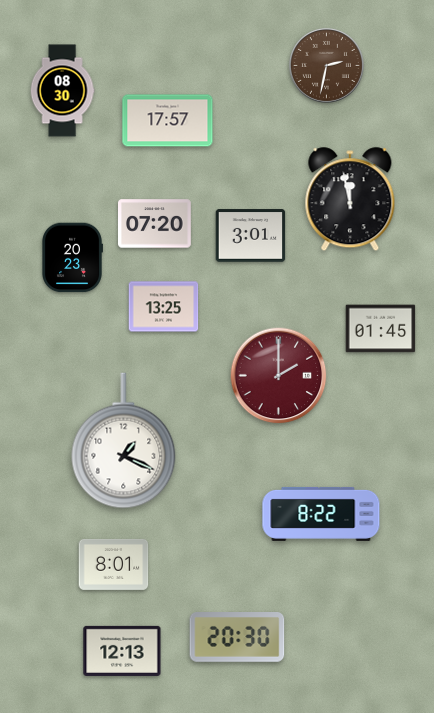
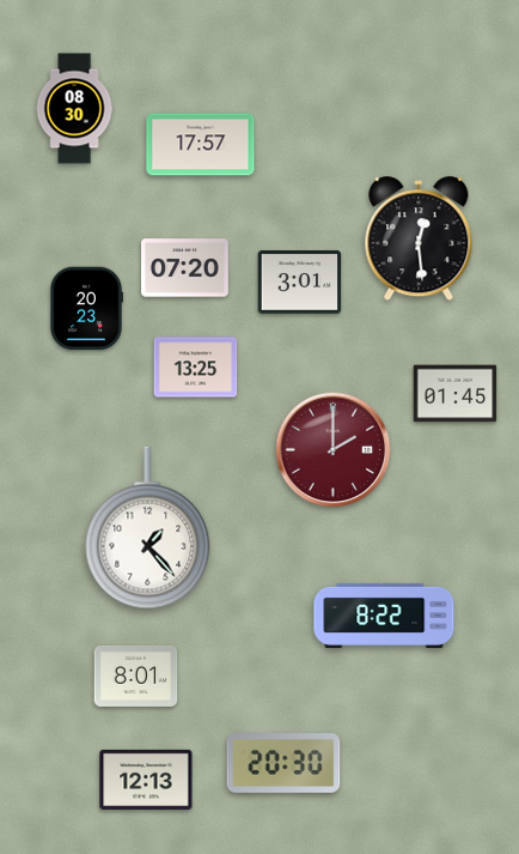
clock at (326, 65): 2:32 -> none
clock at (350, 200): 11:58 -> 12:29
clock at (124, 441): 1:19 -> 1:23
